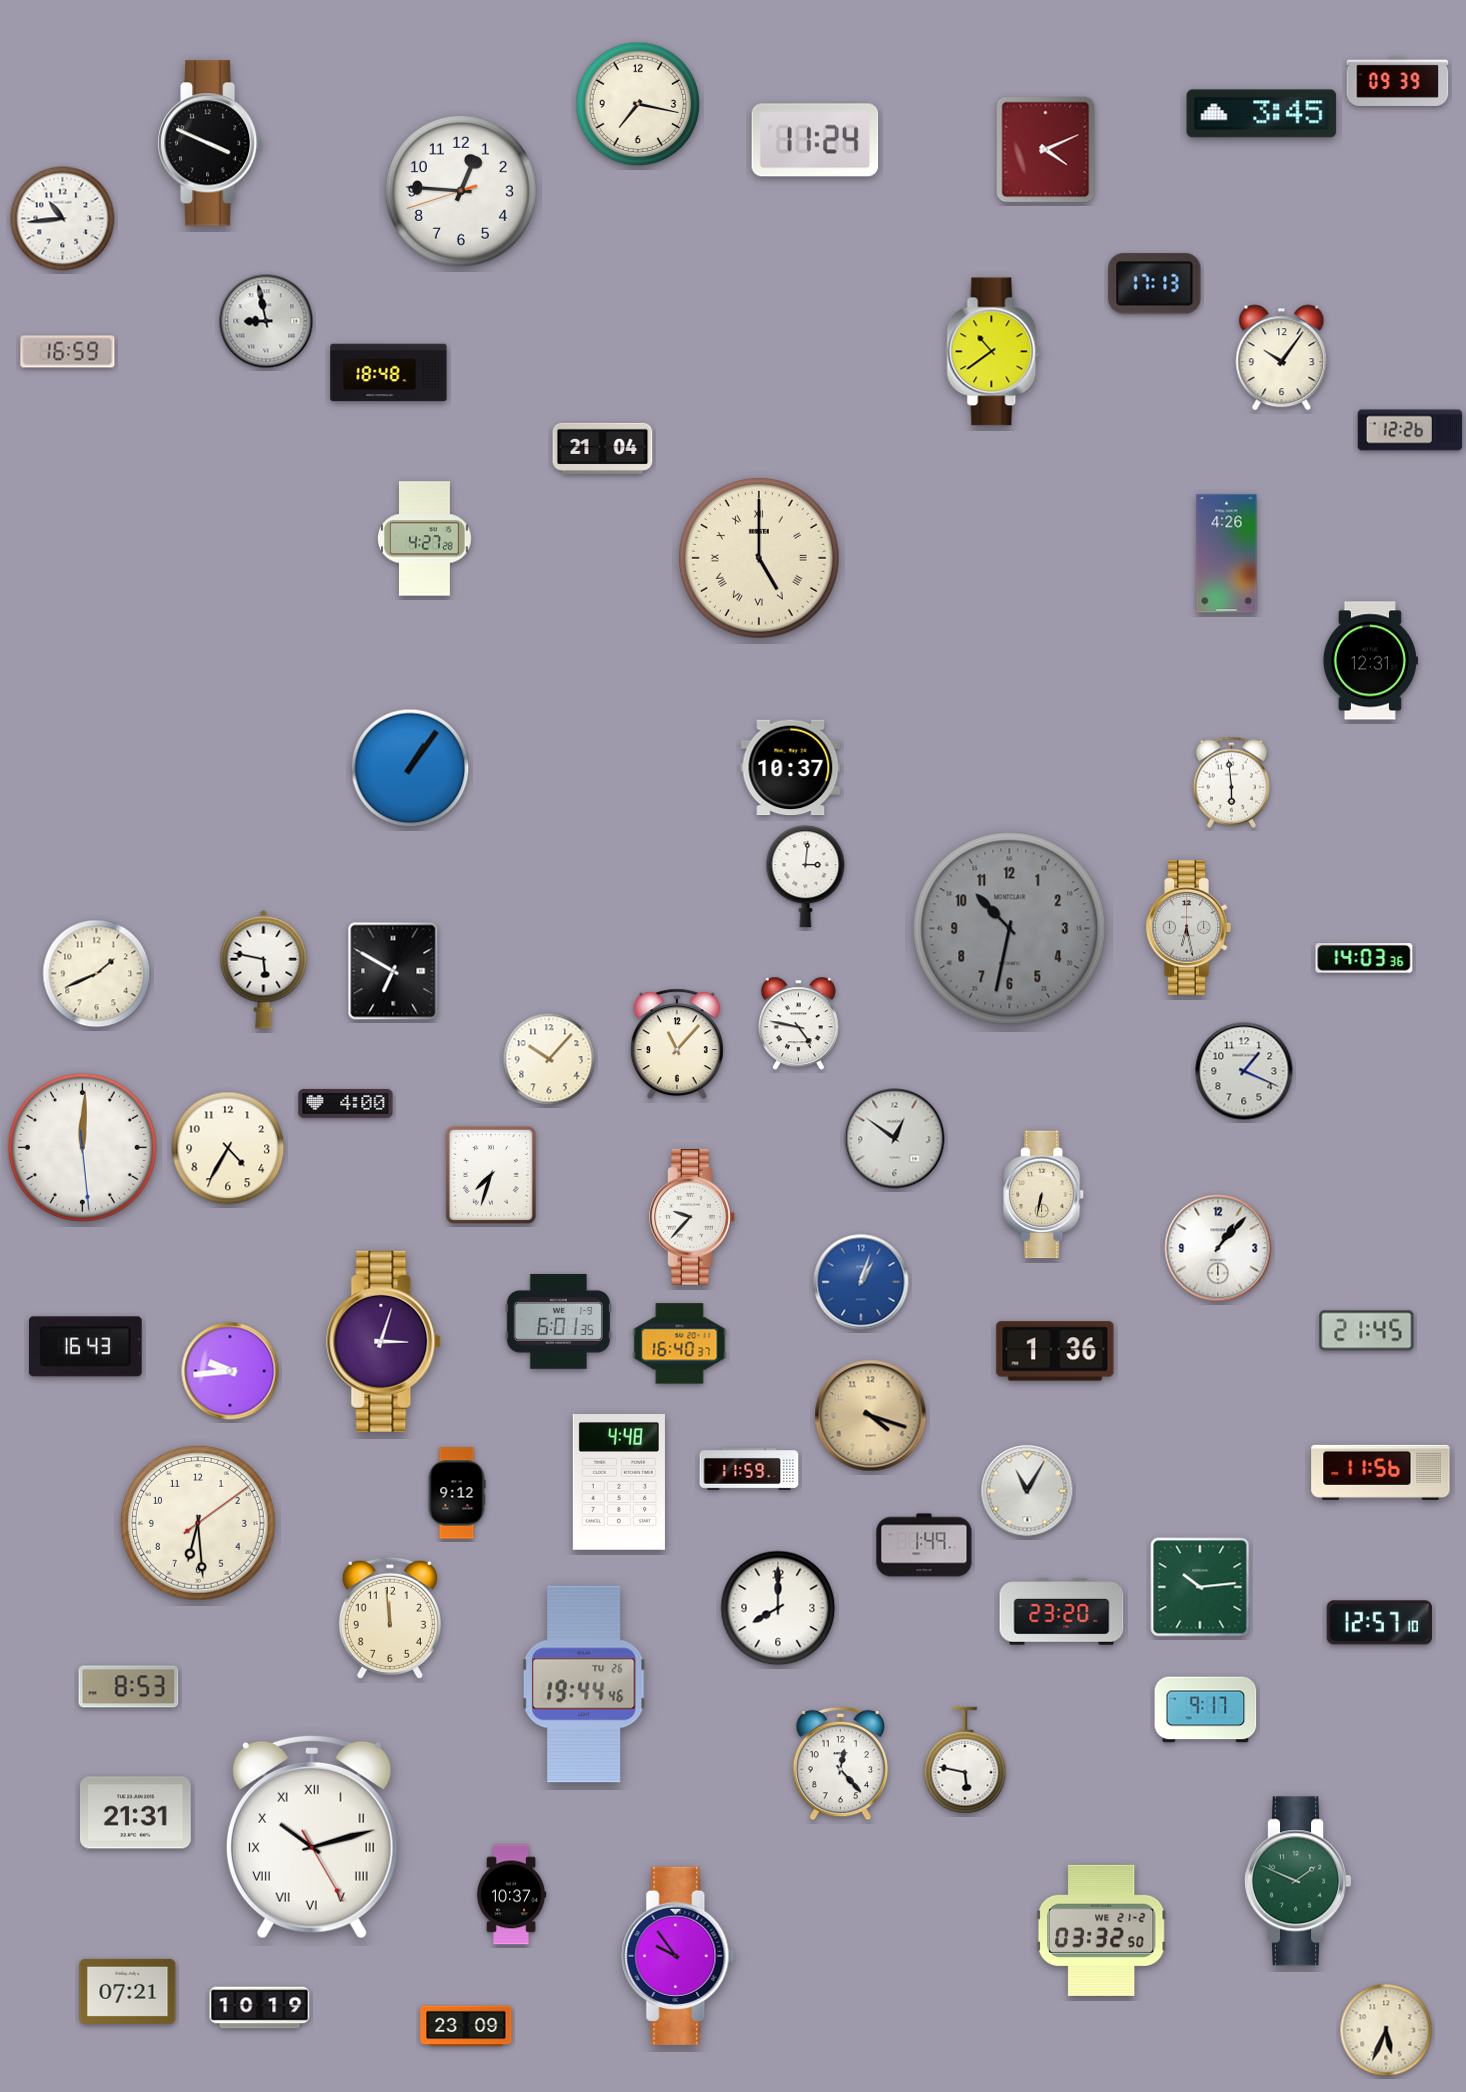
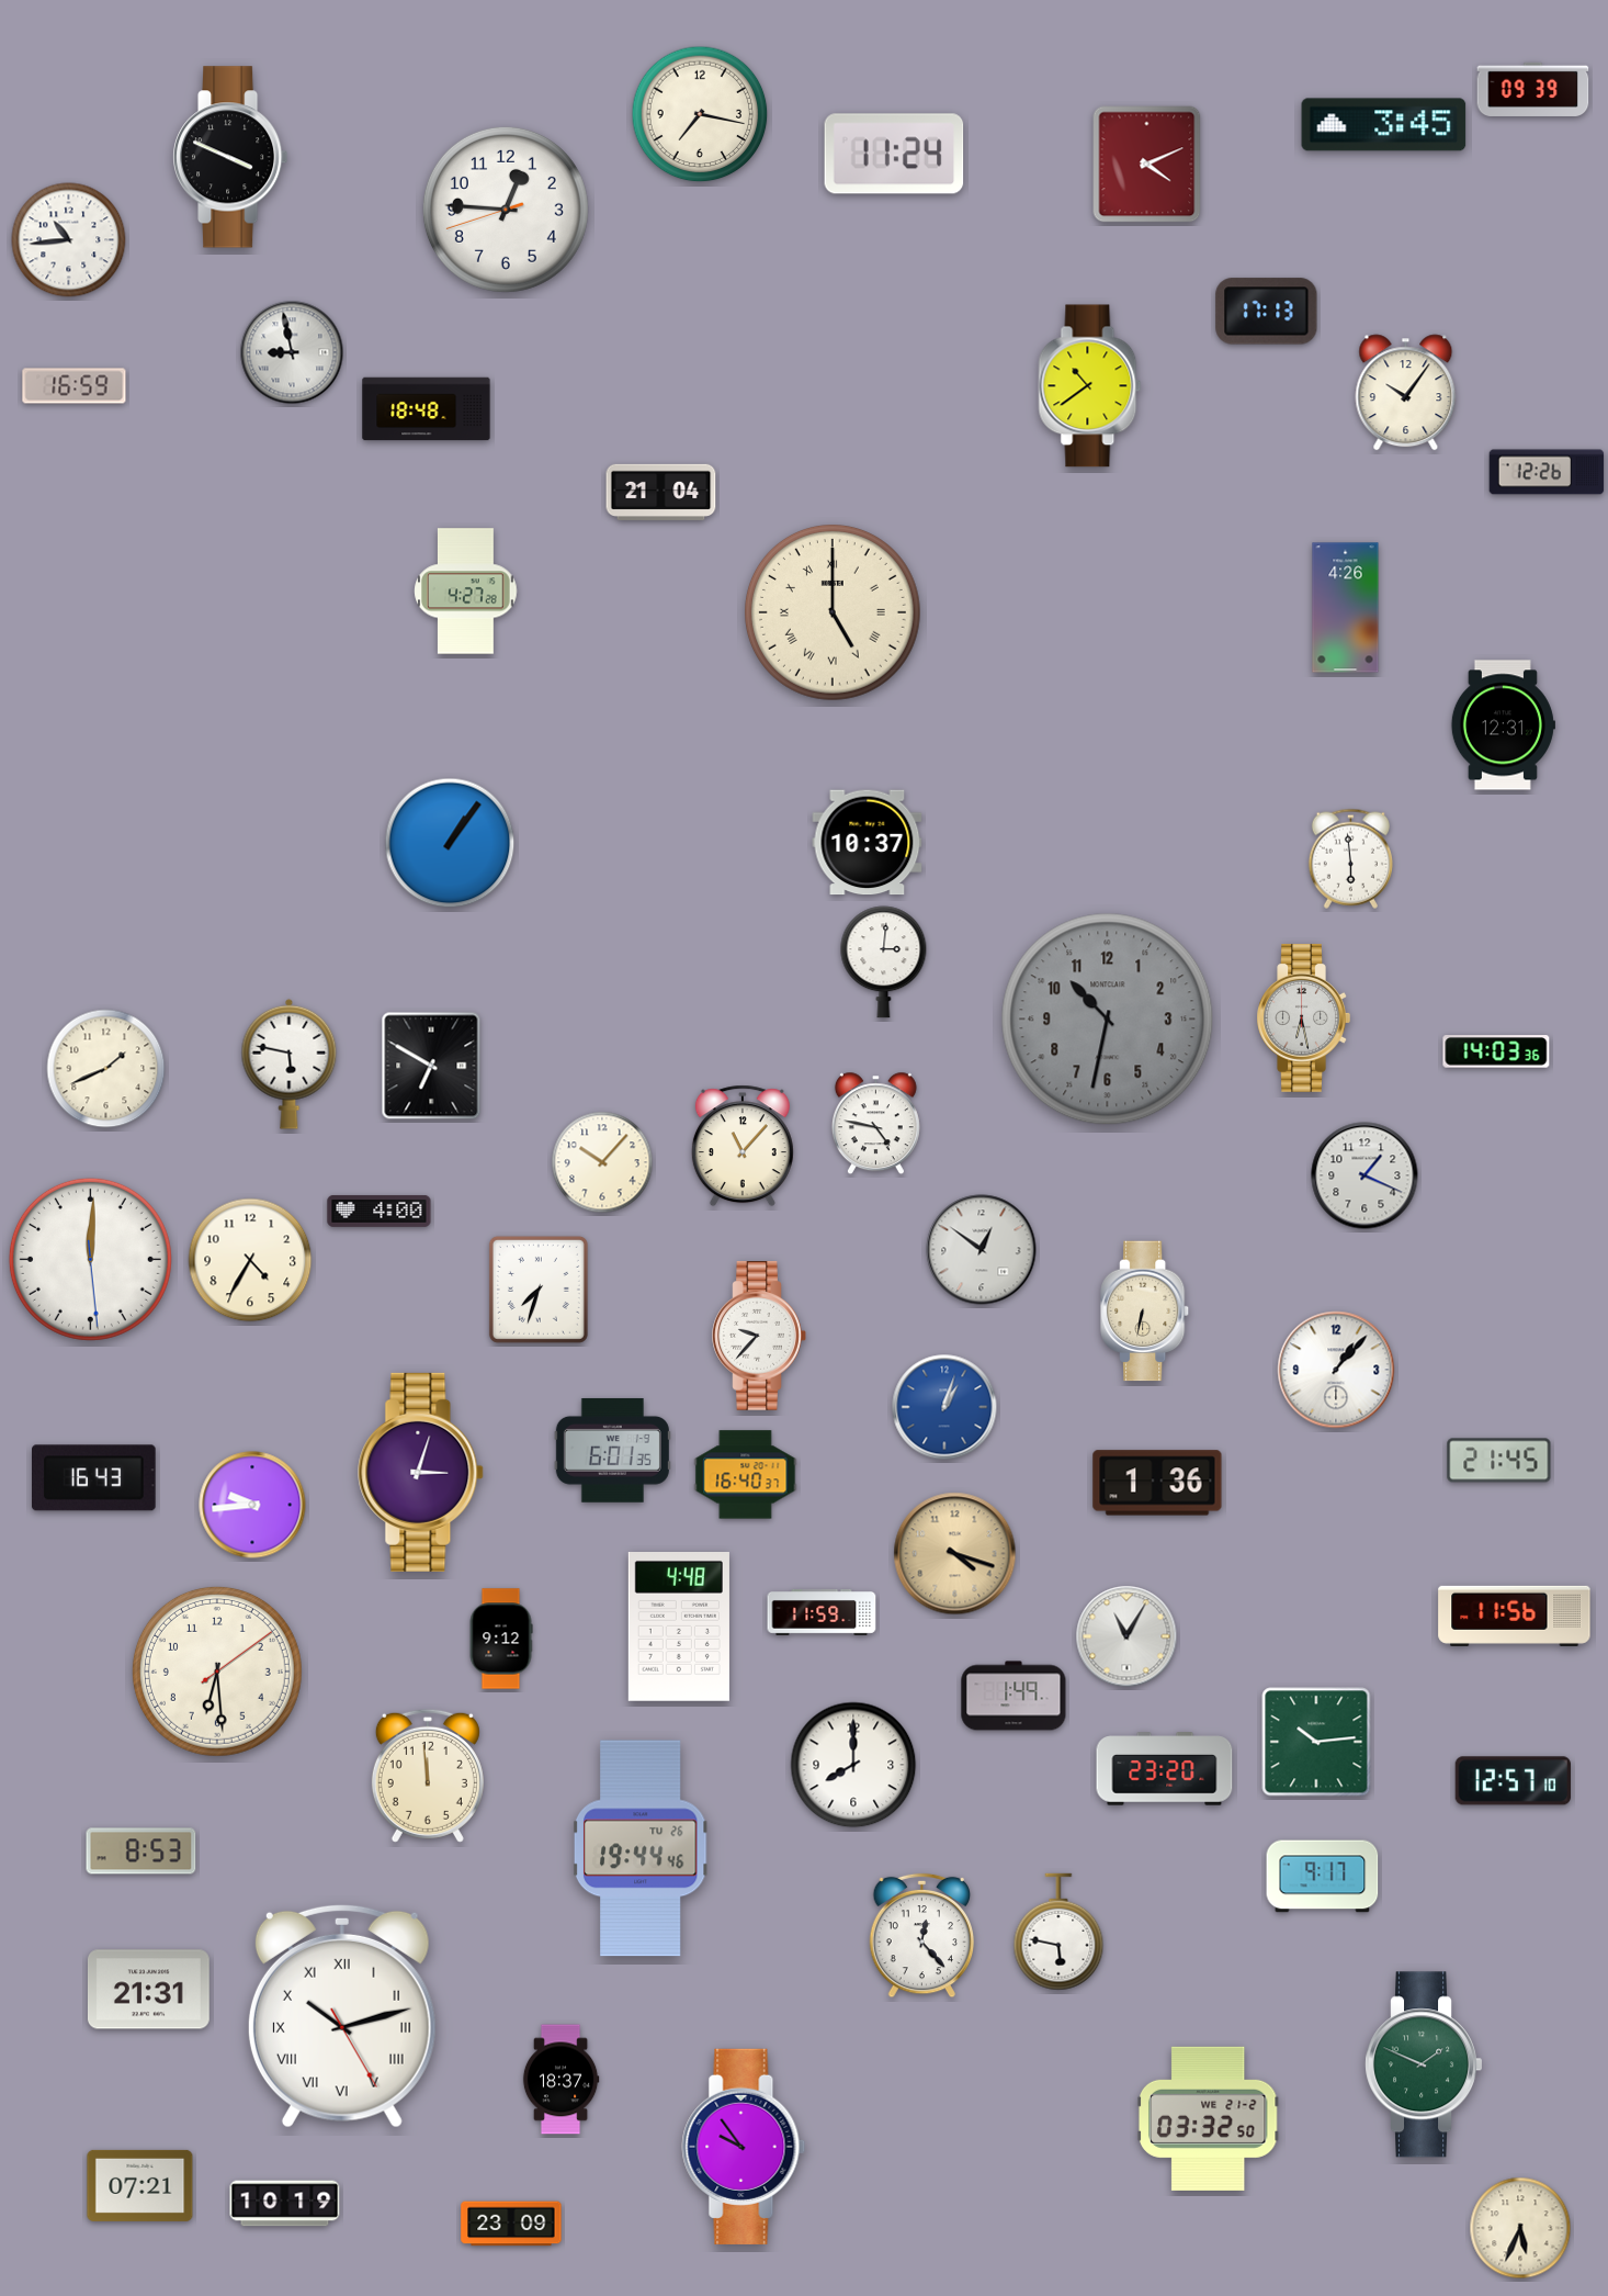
clock at (511, 1895): 10:37 -> 18:37
